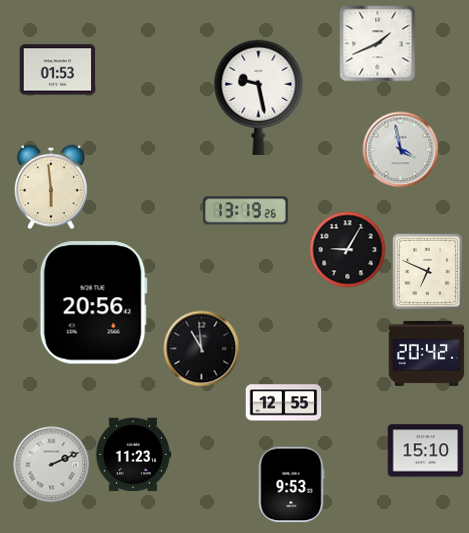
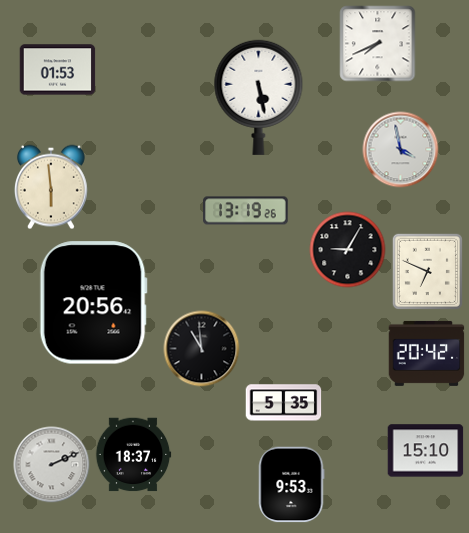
clock at (378, 44): 1:41 -> 7:41
clock at (259, 97): 9:28 -> 5:28
clock at (284, 403): 12:55 -> 5:35
clock at (133, 455): 11:23 -> 18:37
